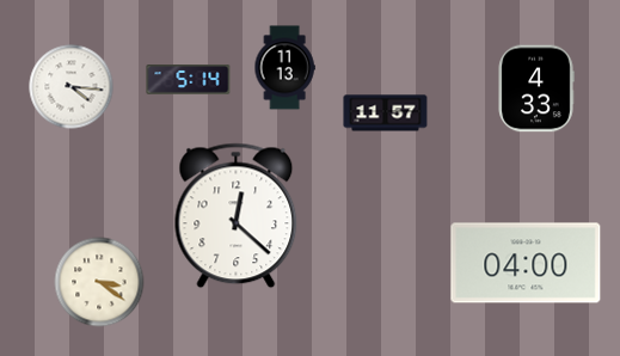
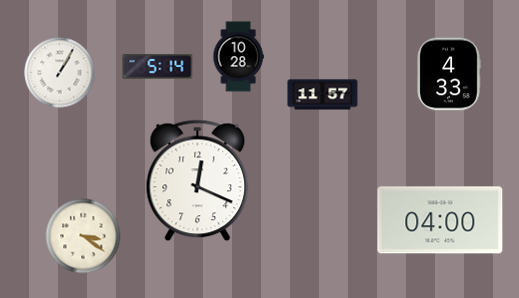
clock at (284, 68): 11:13 -> 10:28
clock at (72, 87): 4:16 -> 1:05
clock at (237, 216): 12:22 -> 12:19
